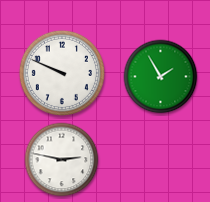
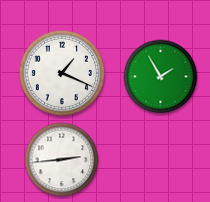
clock at (62, 73): 9:49 -> 1:19
clock at (62, 160): 2:47 -> 2:44
